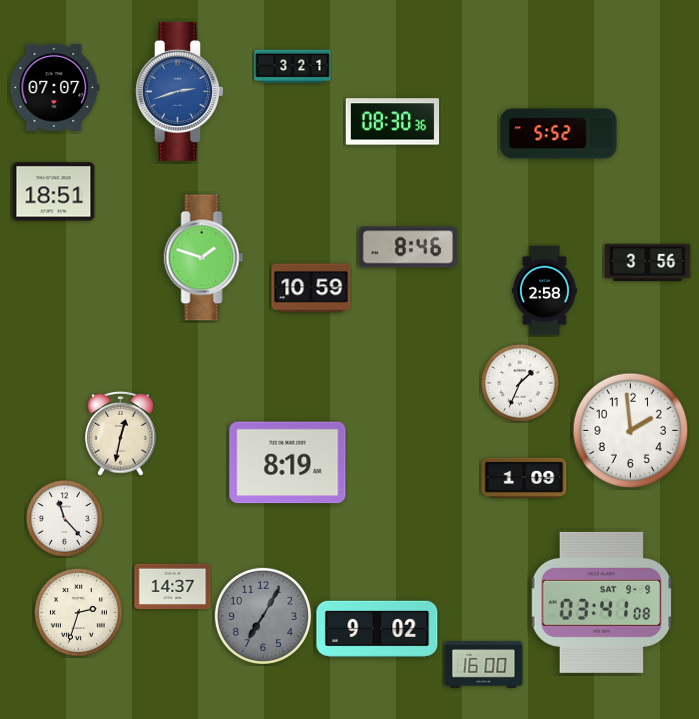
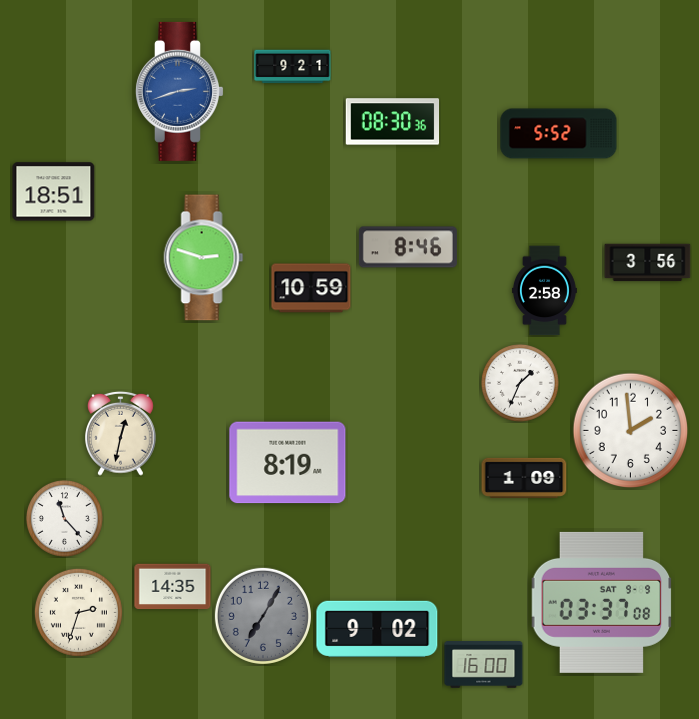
clock at (293, 67): 3:21 -> 9:21
clock at (55, 87): 07:07 -> none
clock at (204, 258): 1:48 -> 2:48
clock at (173, 587): 14:37 -> 14:35
clock at (602, 602): 03:41 -> 03:37
